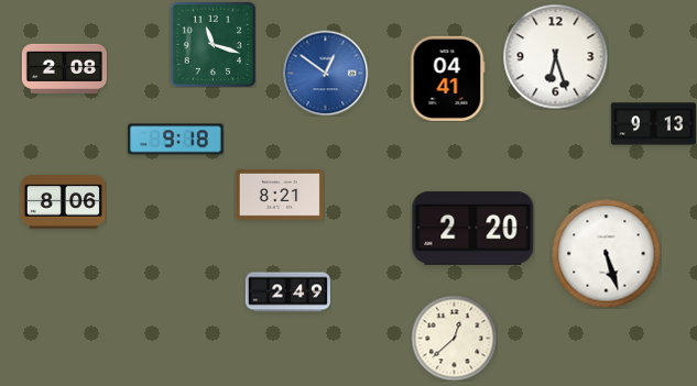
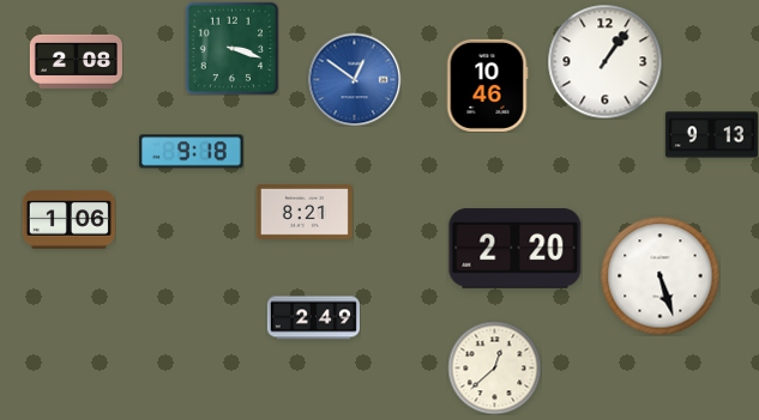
clock at (213, 44): 11:18 -> 3:18
clock at (555, 56): 6:27 -> 1:06
clock at (64, 68) position: (64, 68) -> (76, 61)
clock at (447, 78): 04:41 -> 10:46
clock at (63, 202): 8:06 -> 1:06
